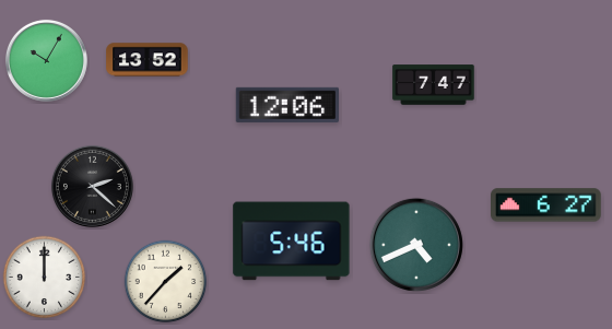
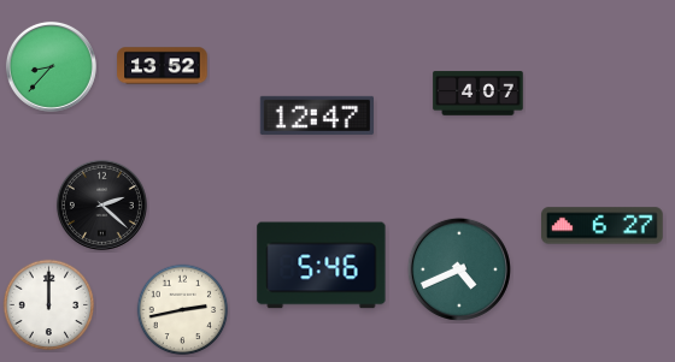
clock at (46, 60): 10:05 -> 8:37
clock at (434, 85): 7:47 -> 4:07
clock at (286, 105): 12:06 -> 12:47
clock at (166, 282): 1:37 -> 2:43
